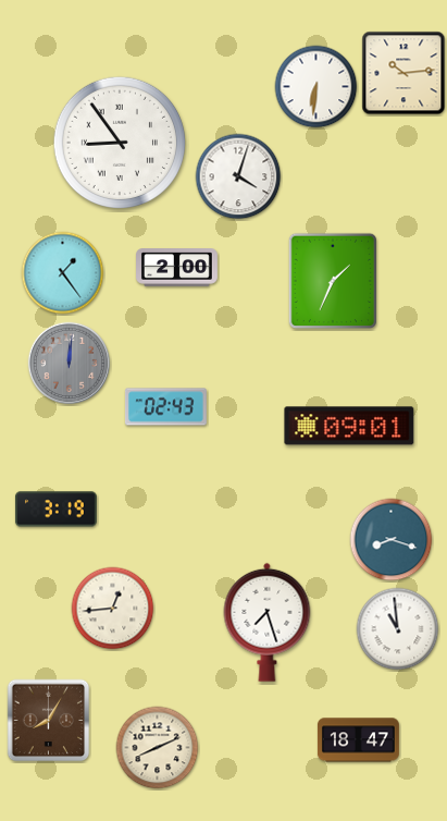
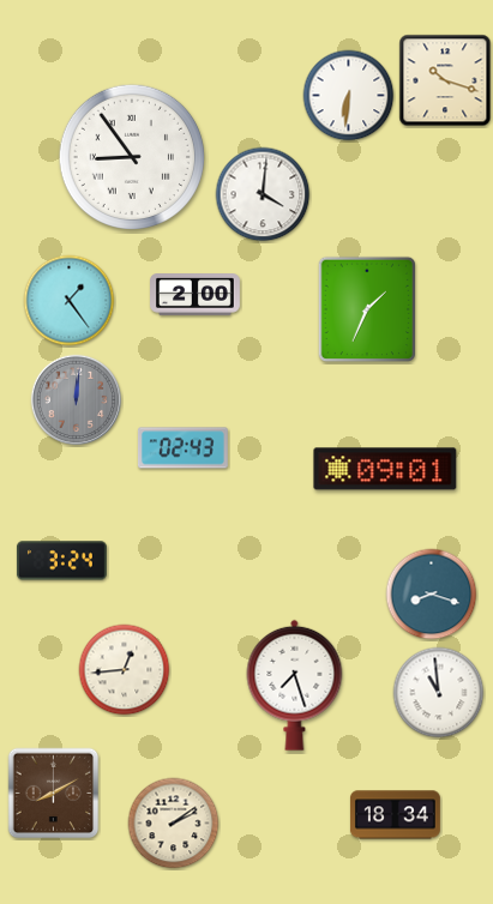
clock at (403, 73): 10:14 -> 10:18
clock at (238, 176): 4:03 -> 4:01
clock at (55, 510): 3:19 -> 3:24
clock at (49, 721): 8:05 -> 8:10
clock at (358, 740): 18:47 -> 18:34
clock at (158, 748): 8:11 -> 2:09
